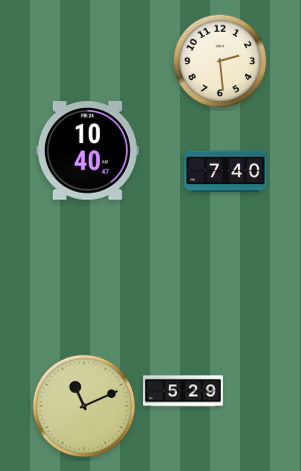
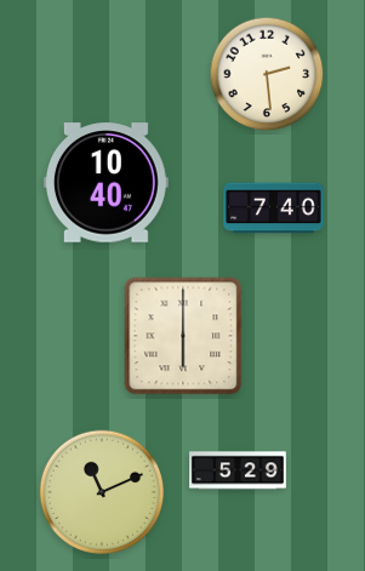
clock at (183, 336): none -> 6:00
clock at (184, 391) position: (184, 391) -> (239, 470)
